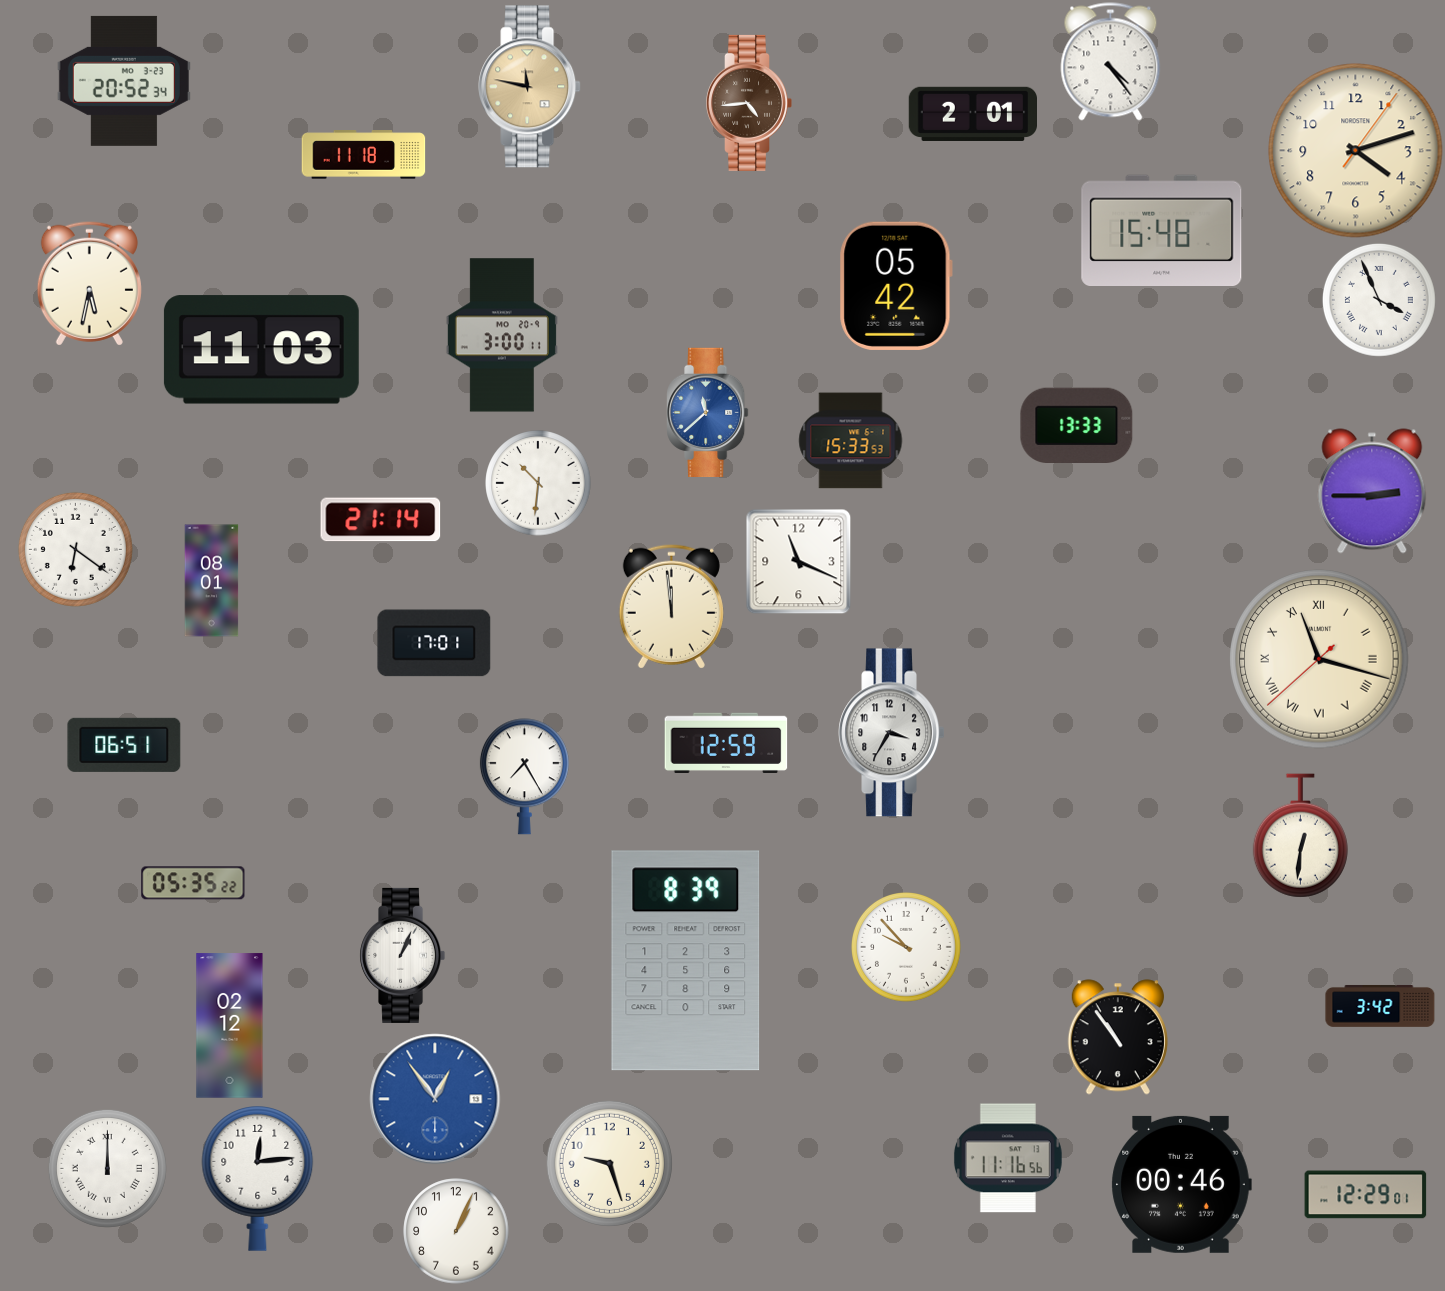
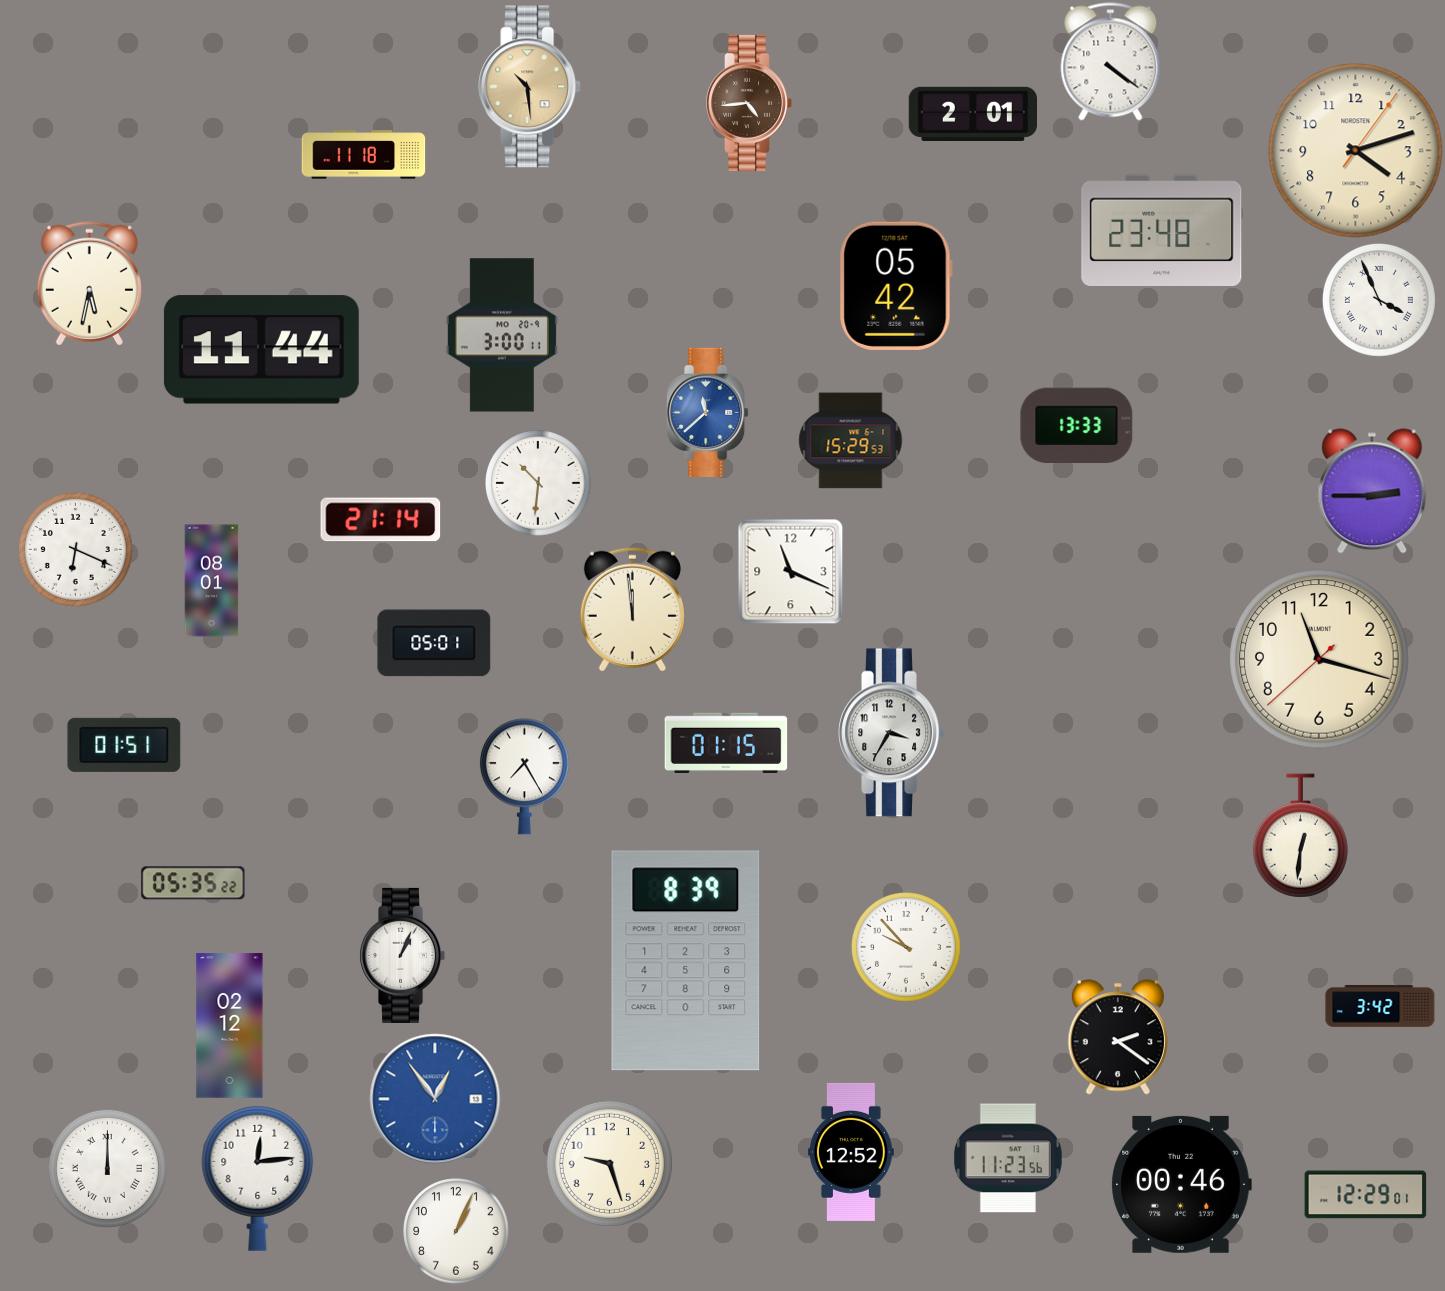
clock at (1111, 62): 4:24 -> 4:21
clock at (124, 81): 20:52 -> none
clock at (530, 87): 11:47 -> 10:29
clock at (1162, 230): 15:48 -> 23:48
clock at (261, 350): 11:03 -> 11:44
clock at (851, 441): 15:33 -> 15:29
clock at (75, 549): 6:21 -> 6:19
clock at (798, 561) position: (798, 561) -> (790, 571)
clock at (671, 606) position: (671, 606) -> (632, 609)
clock at (434, 643): 17:01 -> 05:01
clock at (1319, 659) numerals: Roman -> Arabic
clock at (726, 742): 12:59 -> 01:15
clock at (124, 745): 06:51 -> 01:51
clock at (1118, 1037): 10:54 -> 2:21
clock at (851, 1152): none -> 12:52
clock at (1008, 1158): 11:16 -> 11:23
